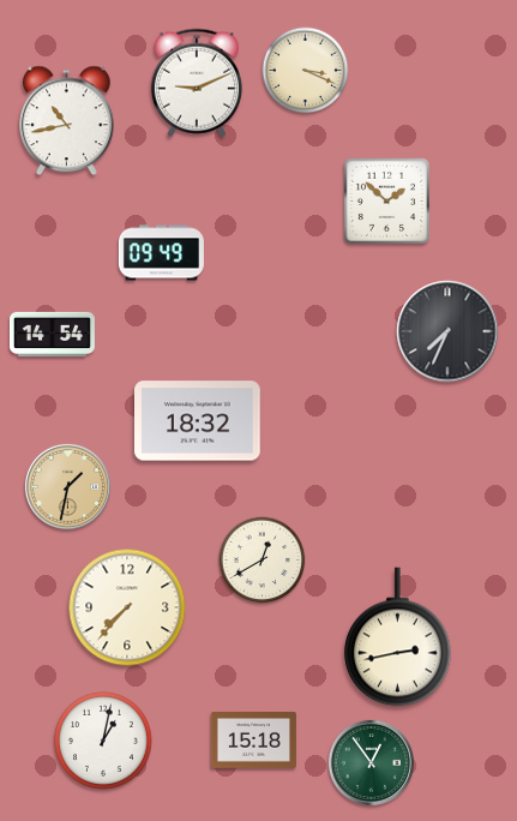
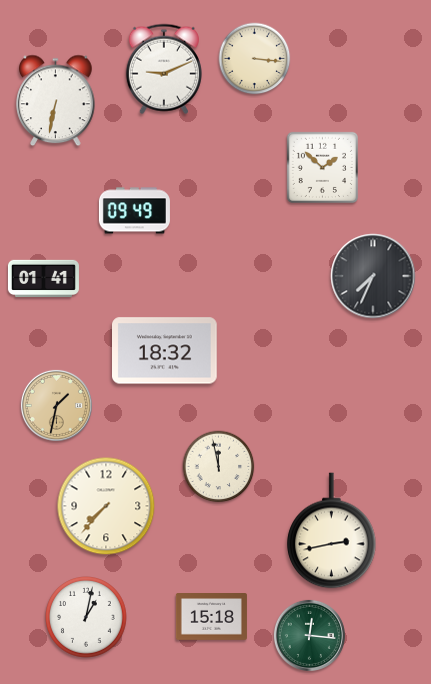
clock at (306, 71): 3:19 -> 3:16
clock at (67, 121): 10:43 -> 6:32
clock at (52, 335): 14:54 -> 01:41
clock at (263, 561): 12:40 -> 11:58
clock at (371, 762): 12:54 -> 12:16
